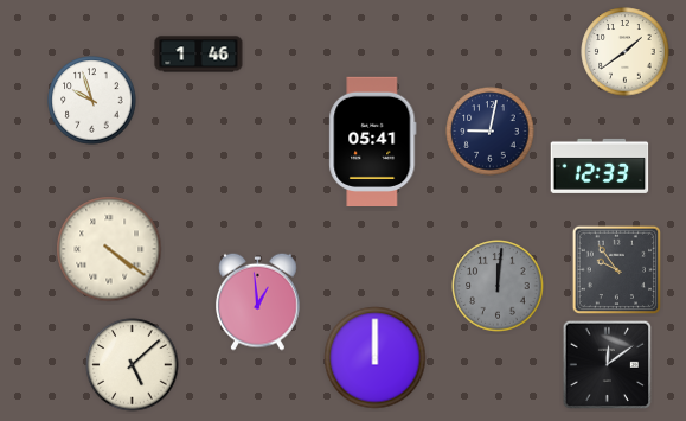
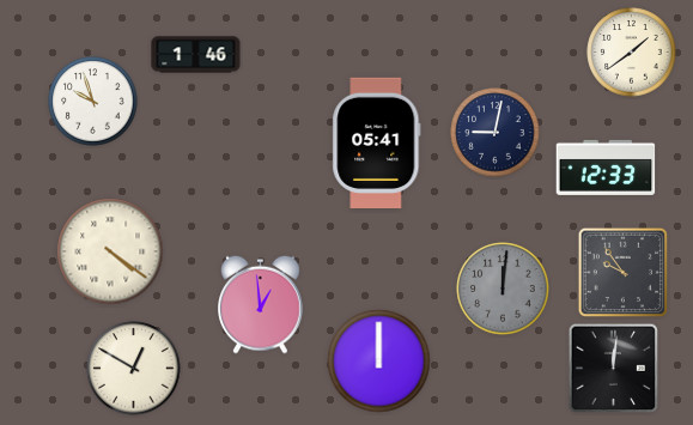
clock at (199, 55) position: (199, 55) -> (196, 55)
clock at (133, 365): 5:08 -> 12:50
clock at (608, 365): 12:09 -> 12:01
